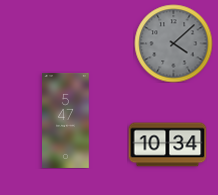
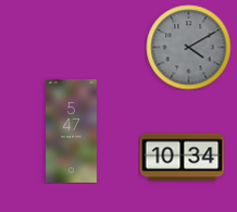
clock at (173, 43): 4:08 -> 4:10
